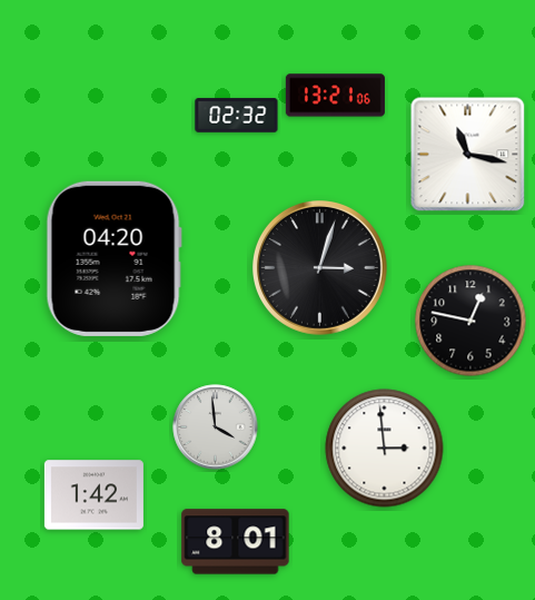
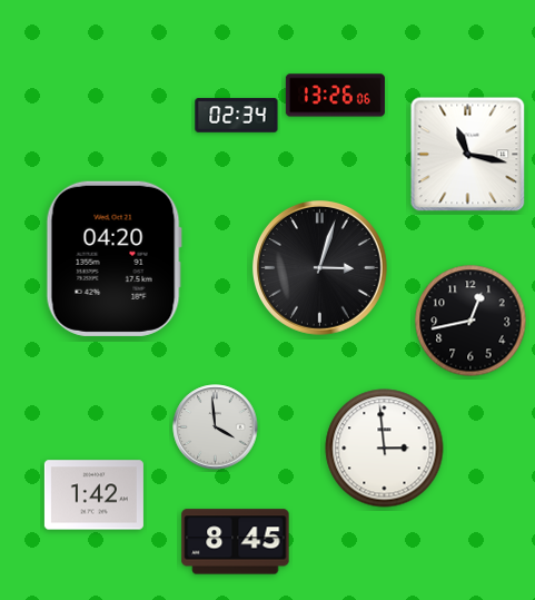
clock at (335, 96): 13:21 -> 13:26
clock at (237, 116): 02:32 -> 02:34
clock at (470, 321): 12:47 -> 12:43
clock at (236, 542): 8:01 -> 8:45
